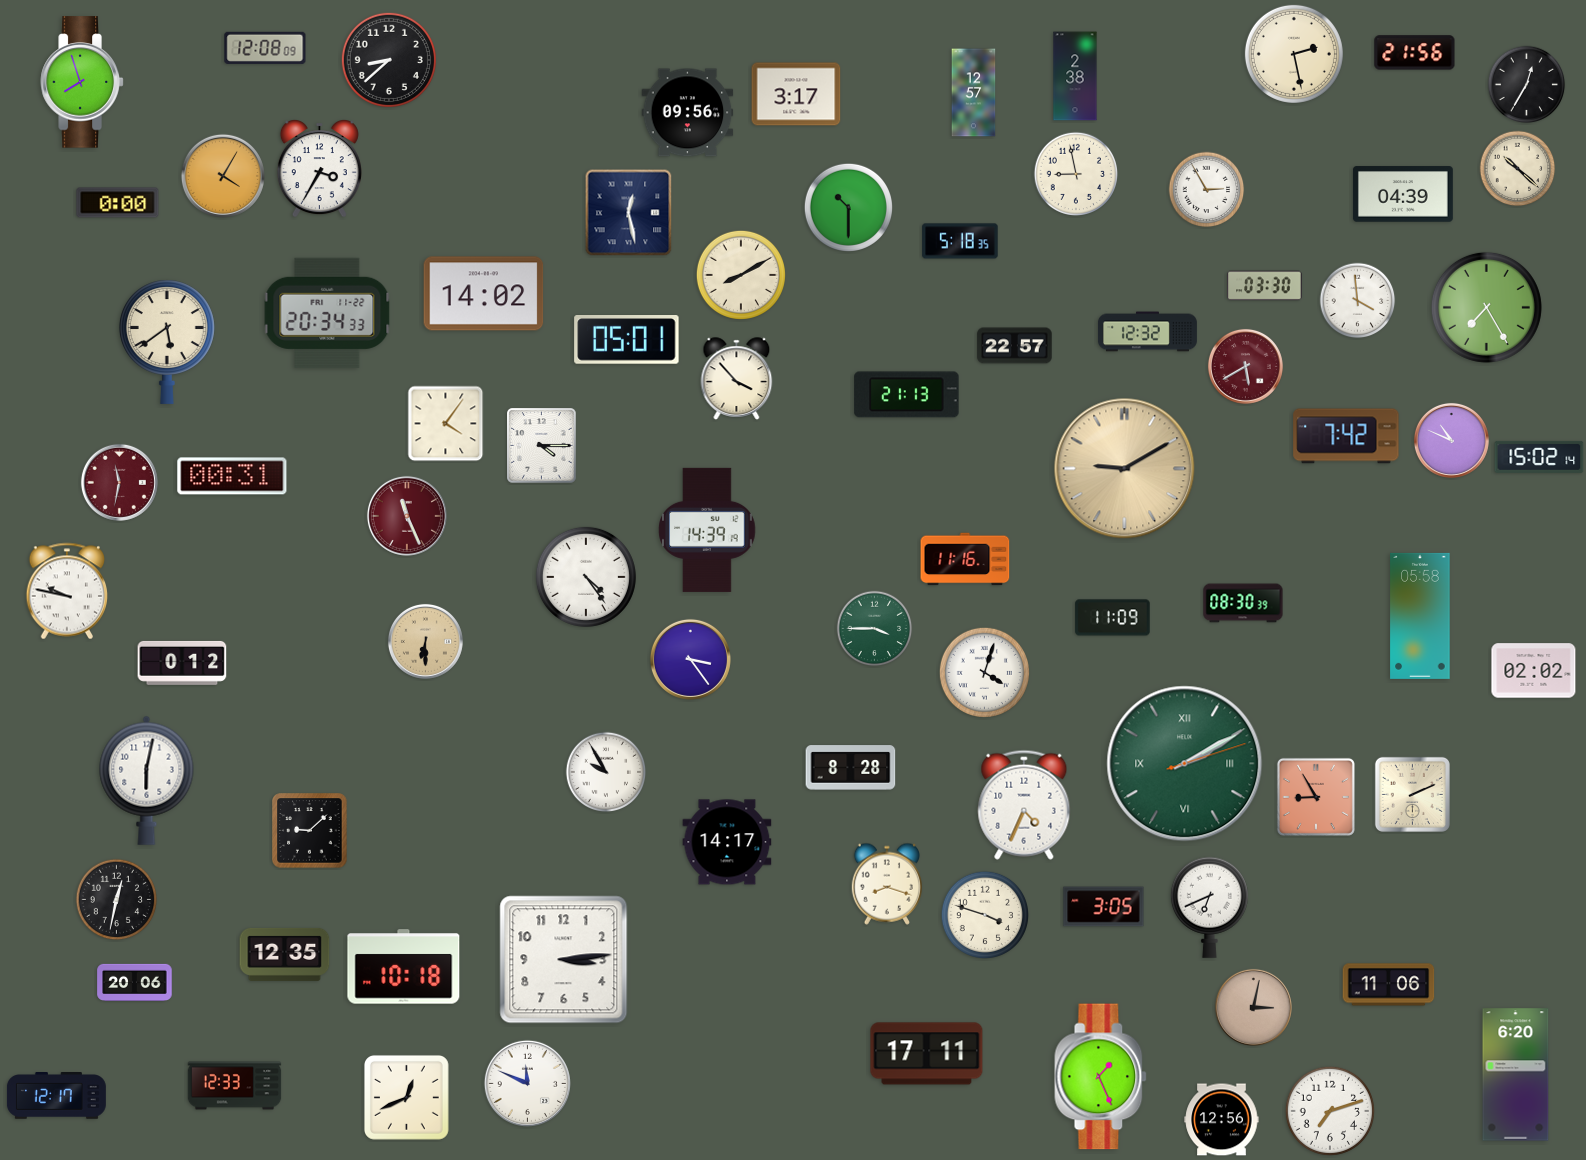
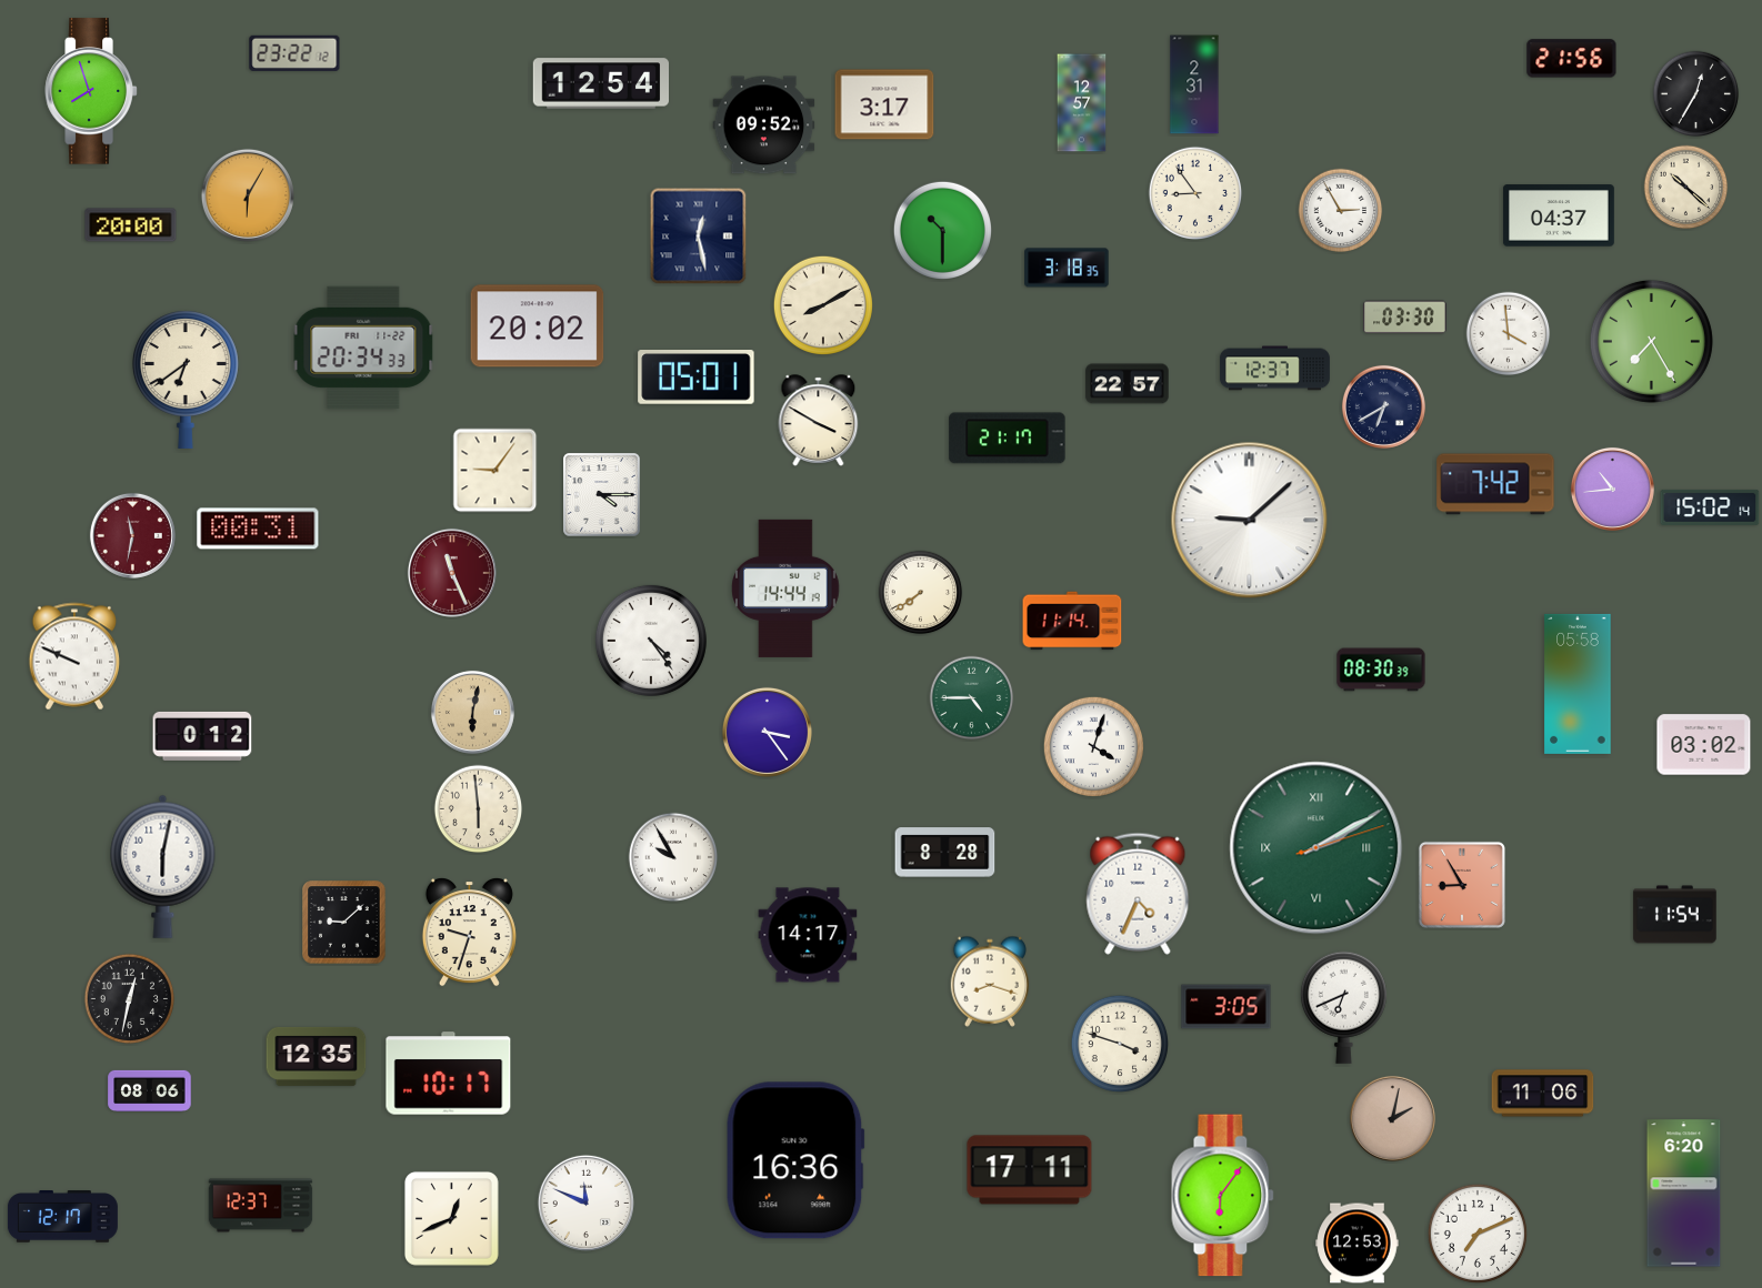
clock at (265, 48): 12:08 -> 23:22
clock at (1294, 54): 2:28 -> none
clock at (389, 60): 8:38 -> none
clock at (600, 83): none -> 12:54
clock at (1075, 76): 2:38 -> 2:31
clock at (688, 113): 09:56 -> 09:52
clock at (319, 169): 3:35 -> none
clock at (1076, 174): 8:58 -> 8:54
clock at (223, 176): 4:05 -> 6:05
clock at (1403, 194): 04:39 -> 04:37
clock at (118, 203): 0:00 -> 20:00
clock at (960, 241): 5:18 -> 3:18
clock at (484, 294): 14:02 -> 20:02
clock at (1147, 332): 12:32 -> 12:37
clock at (167, 342): 5:39 -> 6:39
clock at (1245, 366): 5:40 -> 6:40
clock at (1245, 366) dial: burgundy -> navy
clock at (737, 379): 3:53 -> 3:50
clock at (907, 395): 21:13 -> 21:17
clock at (446, 424): 4:06 -> 9:06
clock at (1451, 440): 10:49 -> 10:44
clock at (1125, 469): 9:10 -> 9:08
clock at (1125, 469) dial: champagne -> white
clock at (707, 530): 14:39 -> 14:44
clock at (921, 593): none -> 7:39
clock at (965, 559): 11:16 -> 11:14
clock at (67, 591): 9:47 -> 9:49
clock at (1113, 618): 11:09 -> none
clock at (875, 629): 3:45 -> 4:45
clock at (425, 641): 6:30 -> 6:02
clock at (1534, 671): 02:02 -> 03:02
clock at (479, 809): none -> 5:59
clock at (1412, 794): 2:11 -> none
clock at (1675, 915): none -> 11:54
clock at (469, 933): none -> 9:33
clock at (886, 884) position: (886, 884) -> (989, 982)
clock at (984, 914) position: (984, 914) -> (1119, 1043)
clock at (285, 954) position: (285, 954) -> (317, 1056)
clock at (564, 960): 3:14 -> none
clock at (404, 967): 10:18 -> 10:17
clock at (135, 982): 20:06 -> 08:06
clock at (1253, 1007): 3:02 -> 2:02
clock at (795, 1160): none -> 16:36
clock at (1101, 1077): 1:26 -> 6:06
clock at (235, 1086): 12:33 -> 12:37
clock at (1330, 1111): 7:12 -> 7:11
clock at (1222, 1120): 12:56 -> 12:53
